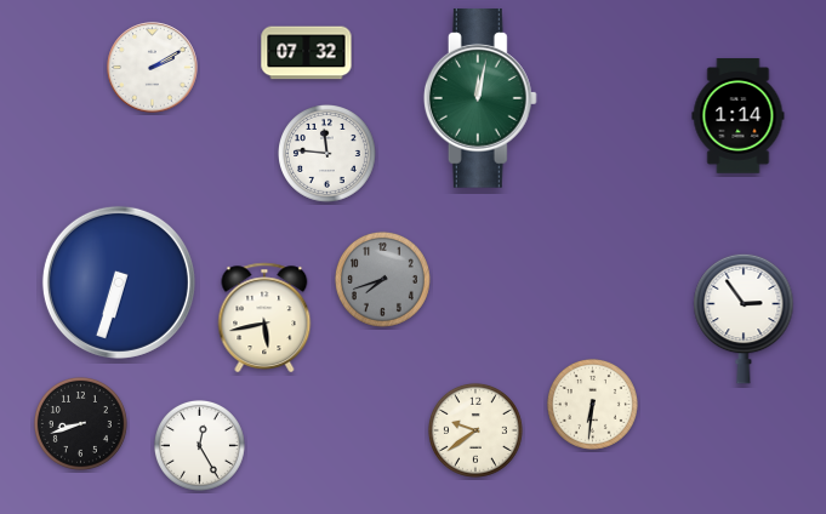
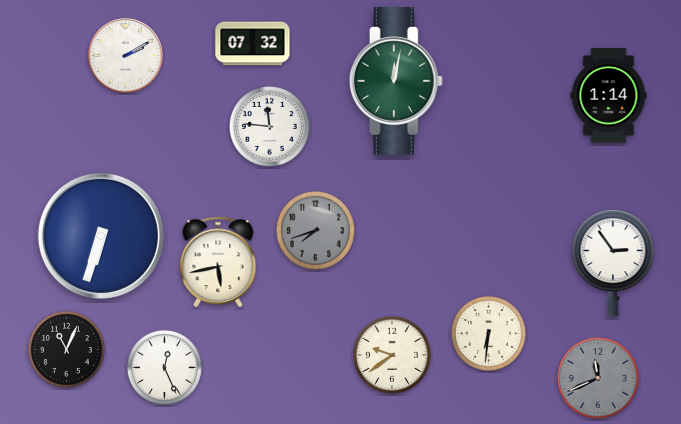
clock at (119, 282) position: (119, 282) -> (101, 236)
clock at (80, 423): 8:42 -> 11:04
clock at (199, 445): 12:25 -> 12:26
clock at (599, 379): none -> 11:41
